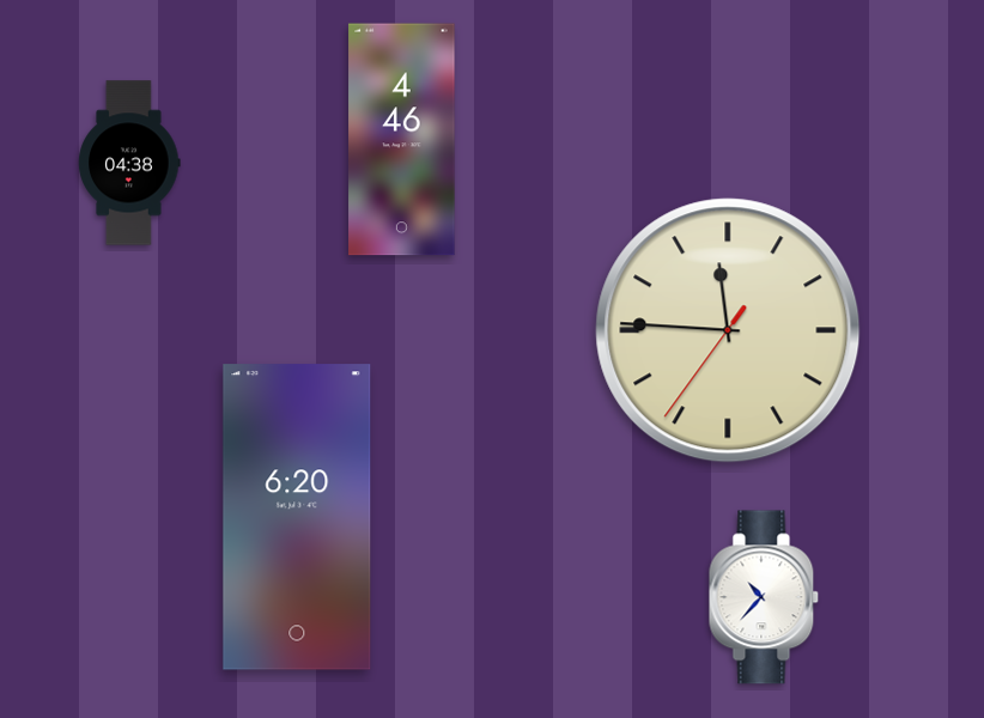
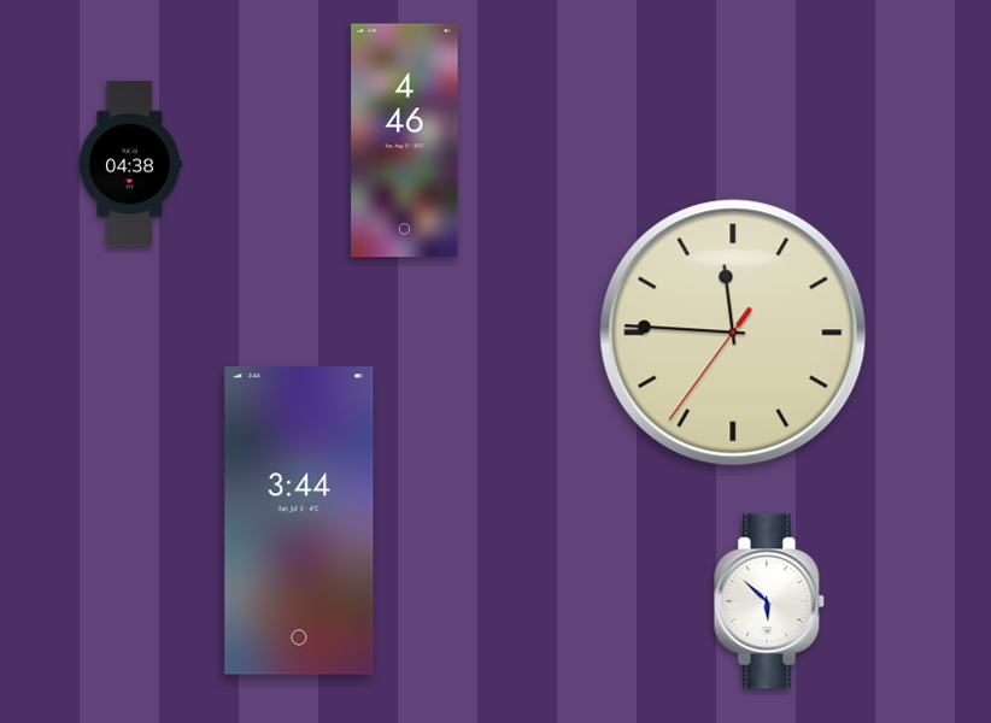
clock at (297, 517): 6:20 -> 3:44
clock at (764, 597): 10:37 -> 5:52
